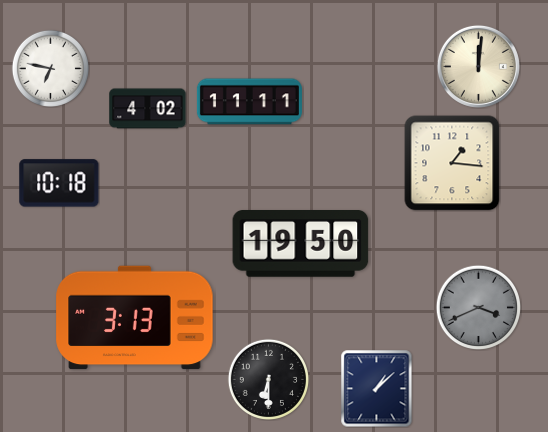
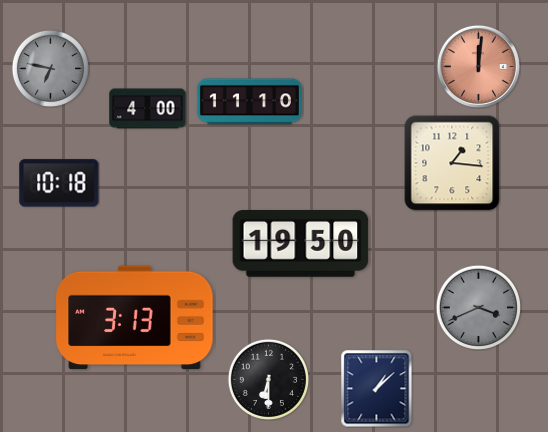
clock at (478, 66) dial: cream -> salmon
clock at (50, 68) dial: white -> grey
clock at (249, 102): 11:11 -> 11:10
clock at (148, 109): 4:02 -> 4:00
